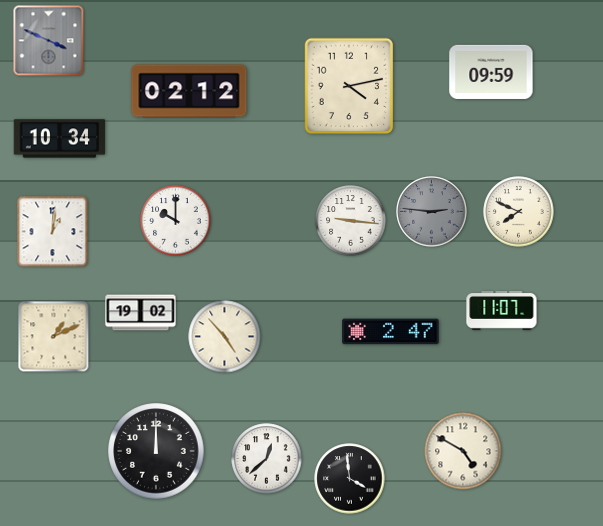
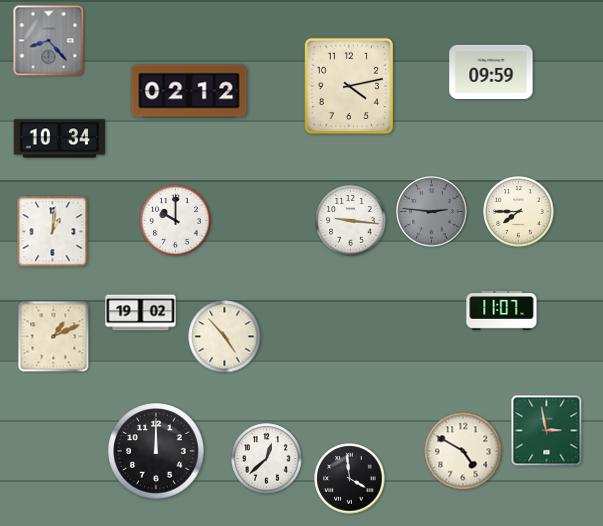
clock at (49, 41): 3:49 -> 8:23
clock at (519, 212): 7:49 -> 7:45
clock at (391, 332): 2:47 -> none
clock at (547, 431): none -> 2:58
